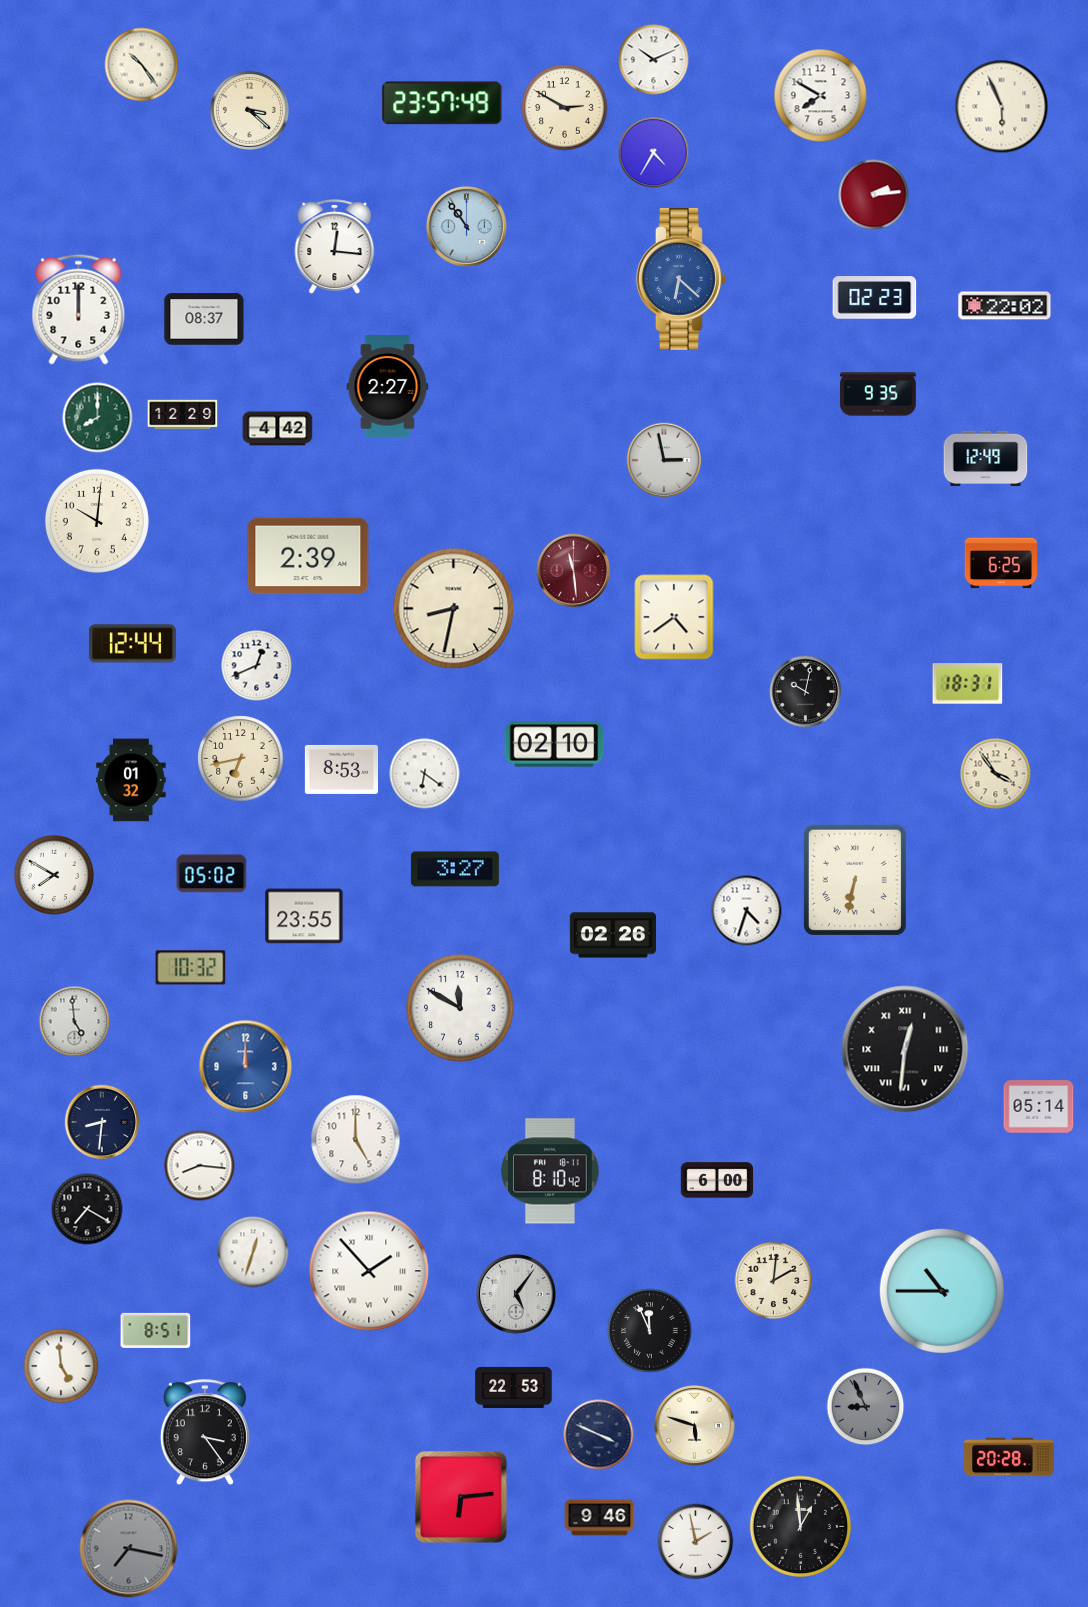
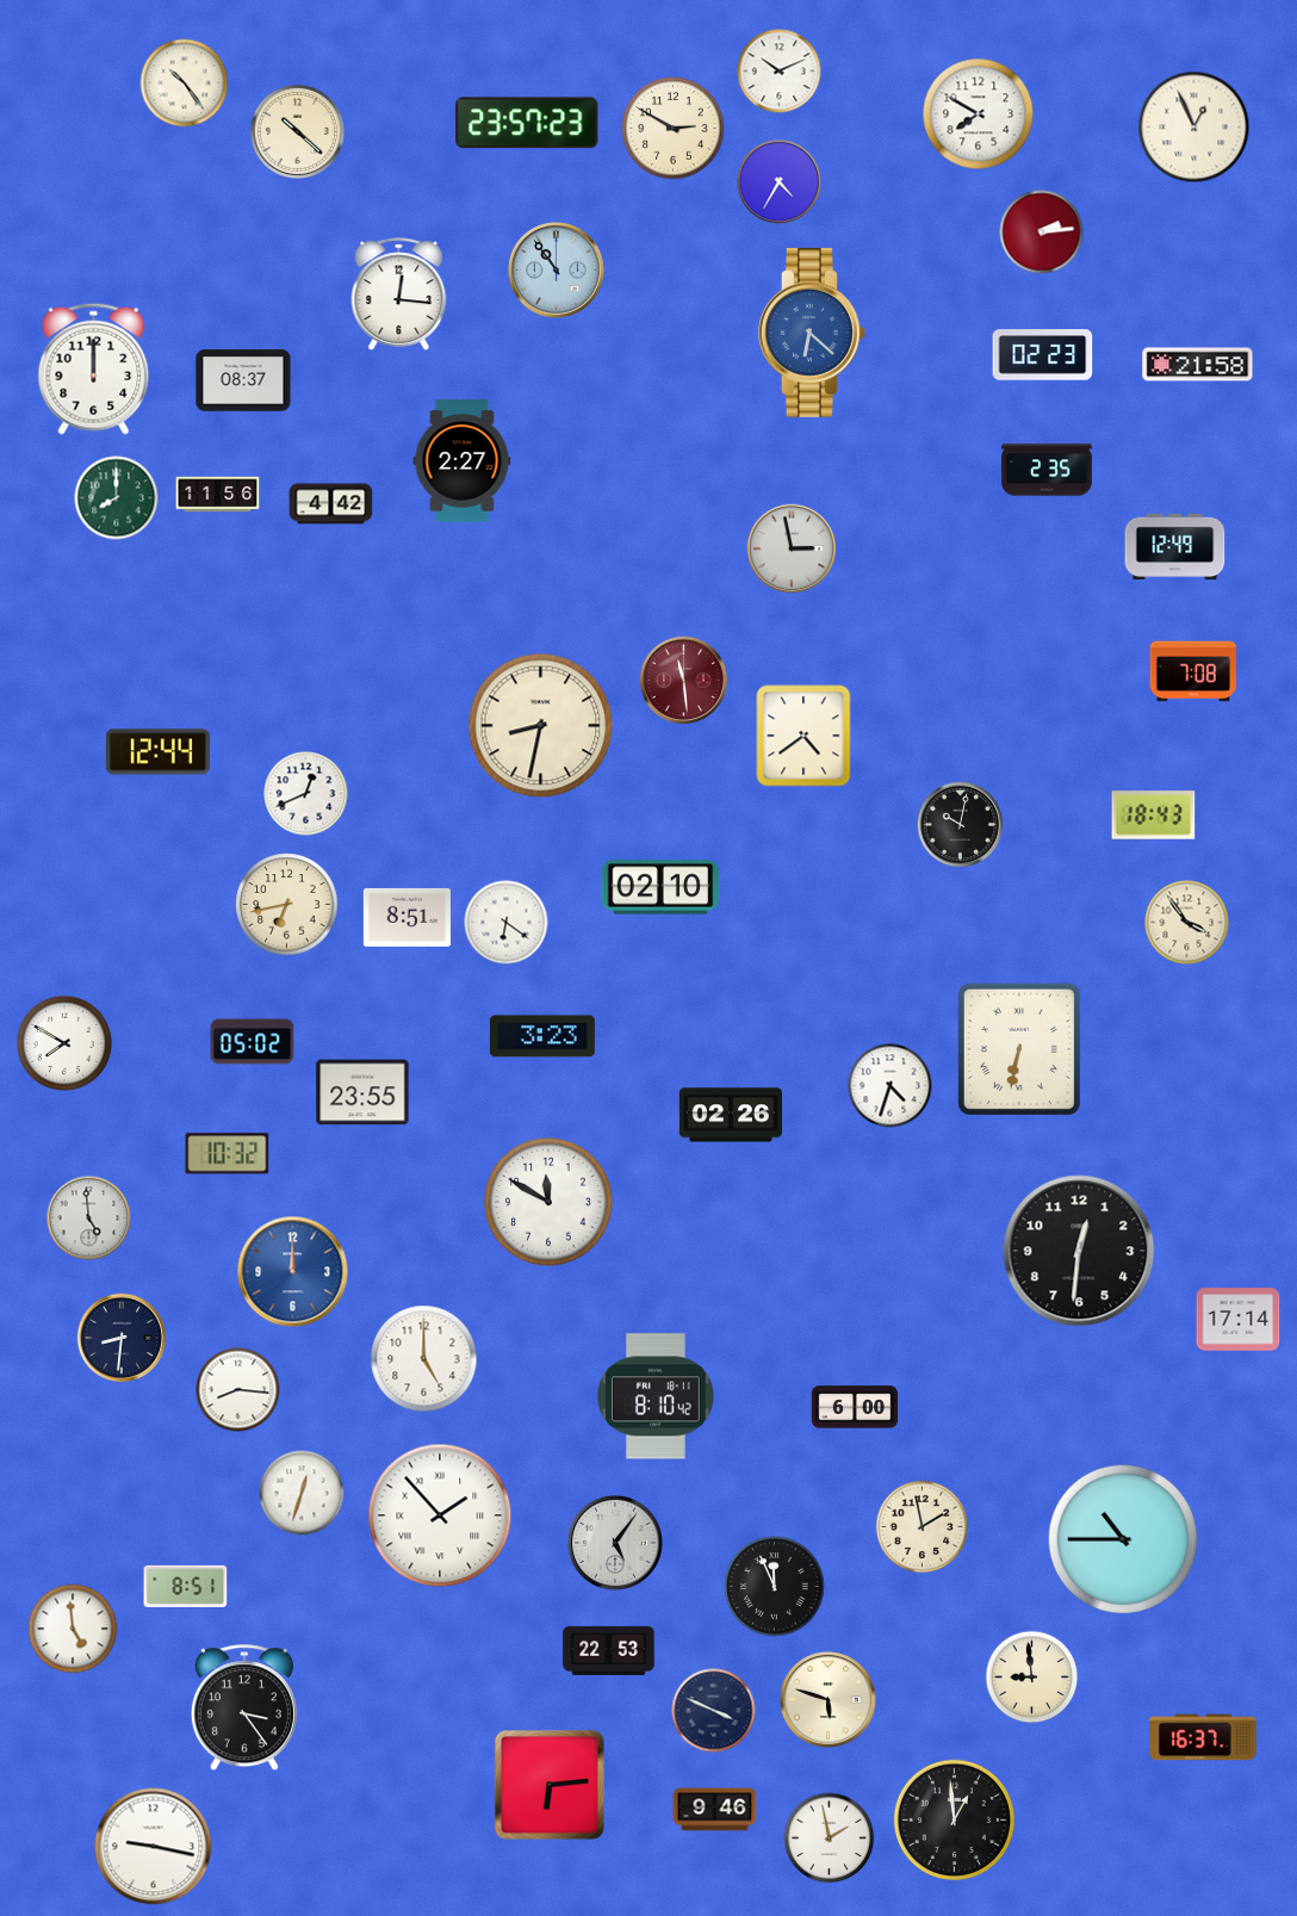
clock at (142, 65) position: (142, 65) -> (185, 83)
clock at (442, 103): 23:57:49 -> 23:57:23
clock at (1002, 107): 5:56 -> 12:56
clock at (249, 110): 3:22 -> 10:22
clock at (1005, 306): 22:02 -> 21:58
clock at (878, 394): 9:35 -> 2:35
clock at (183, 415): 12:29 -> 11:56
clock at (278, 429) position: (278, 429) -> (331, 504)
clock at (97, 521): 10:01 -> none
clock at (308, 556): 2:39 -> none
clock at (1001, 563): 6:25 -> 7:08
clock at (132, 644) position: (132, 644) -> (157, 752)
clock at (968, 684): 18:31 -> 18:43
clock at (341, 769): 8:53 -> 8:51
clock at (131, 780): 01:32 -> none
clock at (455, 869): 3:27 -> 3:23
clock at (905, 1049) numerals: Roman -> Arabic
clock at (1039, 1107): 05:14 -> 17:14
clock at (87, 1209): 7:20 -> none
clock at (774, 1281): 2:01 -> 1:58
clock at (514, 1387) position: (514, 1387) -> (609, 1650)
clock at (866, 1407): 8:56 -> 8:59
clock at (866, 1407) dial: grey -> cream
clock at (1009, 1457): 20:28 -> 16:37
clock at (129, 1549): 7:17 -> 9:17
clock at (129, 1549) dial: grey -> white
